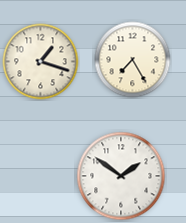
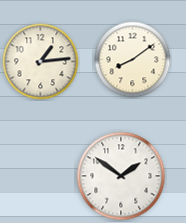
clock at (133, 60): 7:25 -> 8:09
clock at (41, 62): 1:18 -> 1:14
